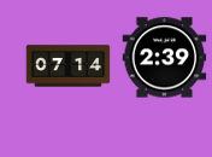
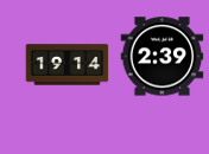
clock at (69, 66): 07:14 -> 19:14
